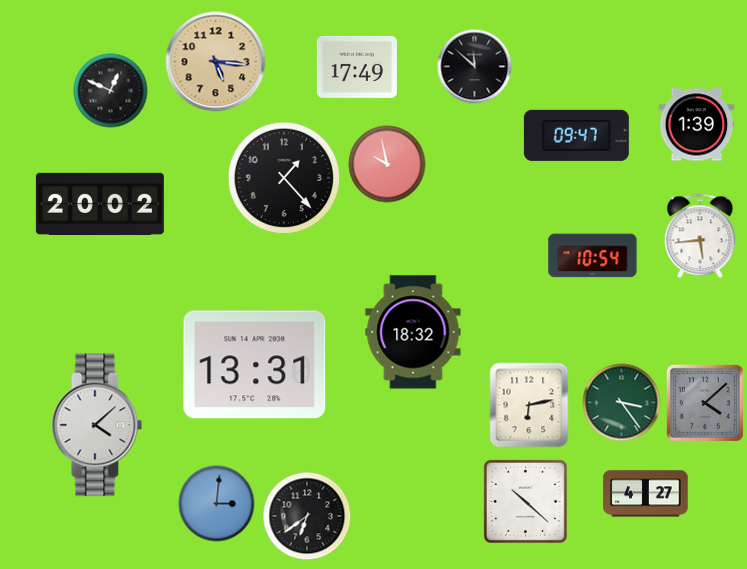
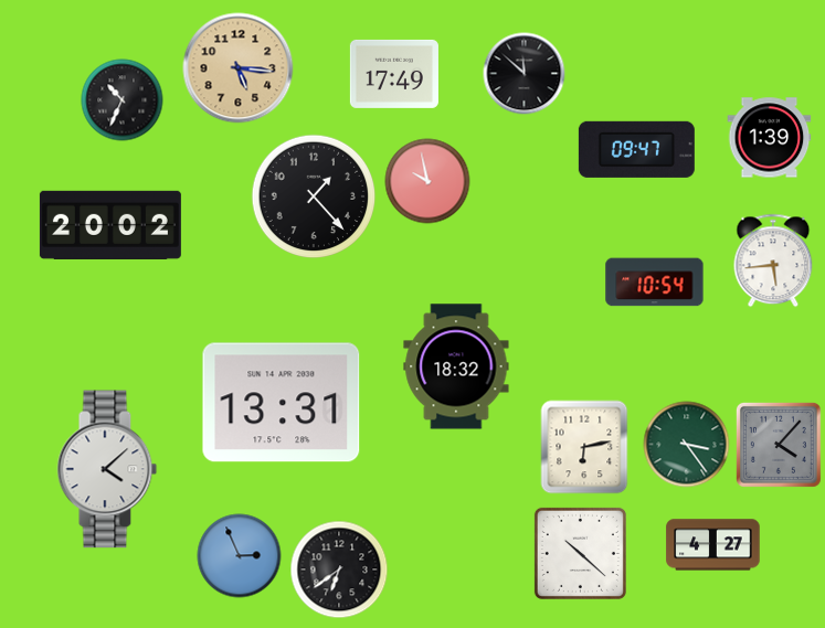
clock at (111, 91): 12:49 -> 10:34
clock at (705, 403): 4:08 -> 4:07
clock at (217, 504): 3:01 -> 2:56
